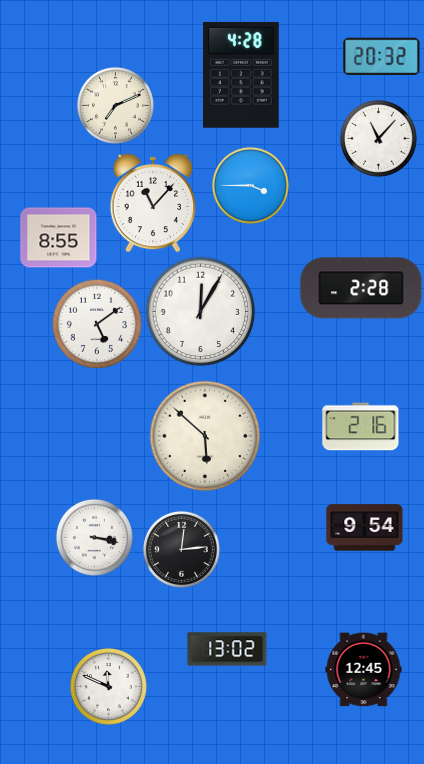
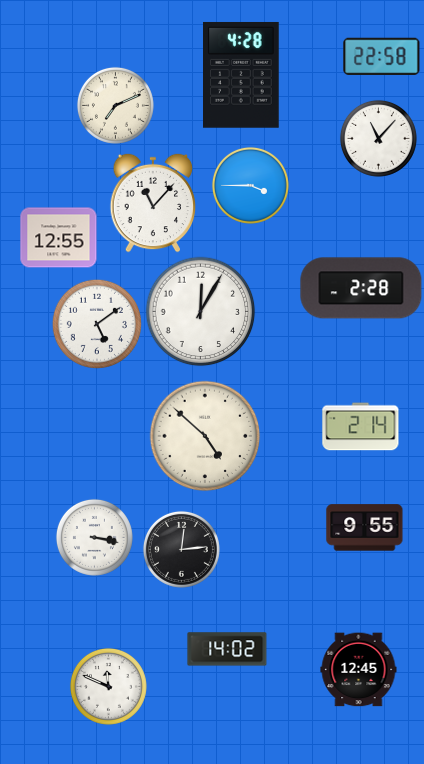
clock at (382, 56): 20:32 -> 22:58
clock at (59, 238): 8:55 -> 12:55
clock at (361, 427): 2:16 -> 2:14
clock at (205, 436): 5:52 -> 4:52
clock at (365, 528): 9:54 -> 9:55
clock at (227, 649): 13:02 -> 14:02
clock at (364, 670) position: (364, 670) -> (359, 670)
